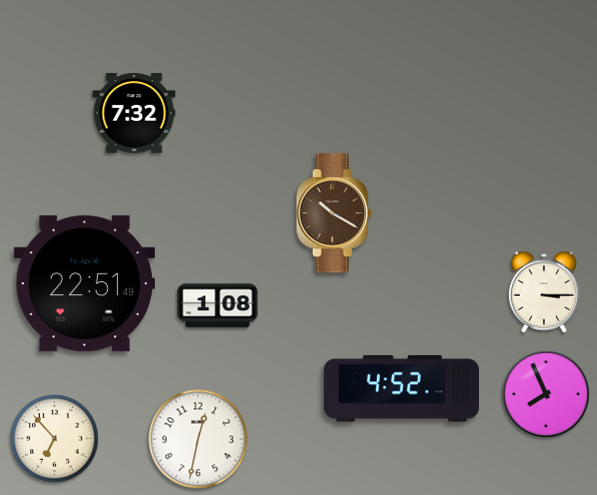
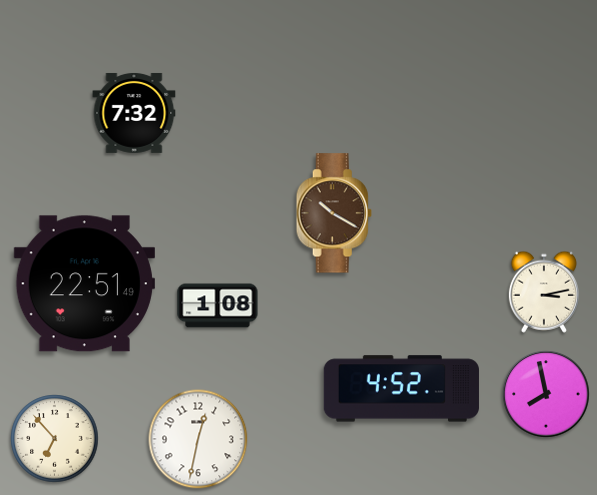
clock at (544, 292): 3:15 -> 3:13
clock at (546, 394): 7:56 -> 7:58
